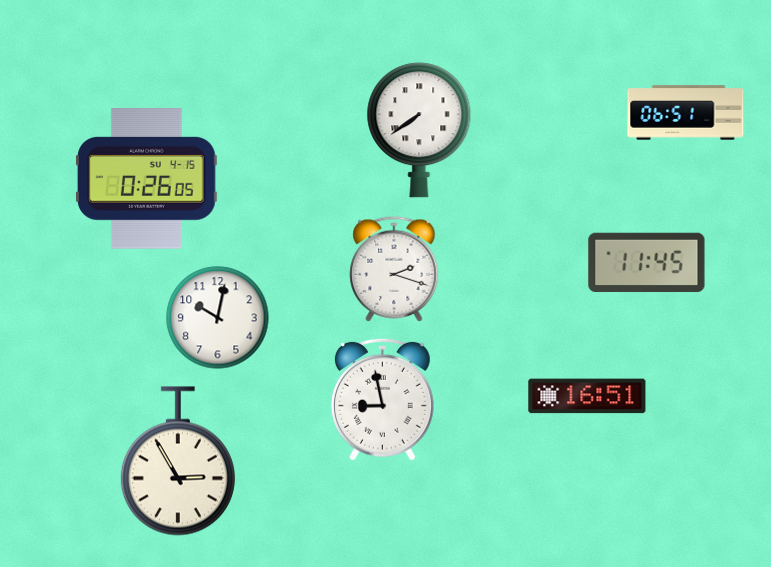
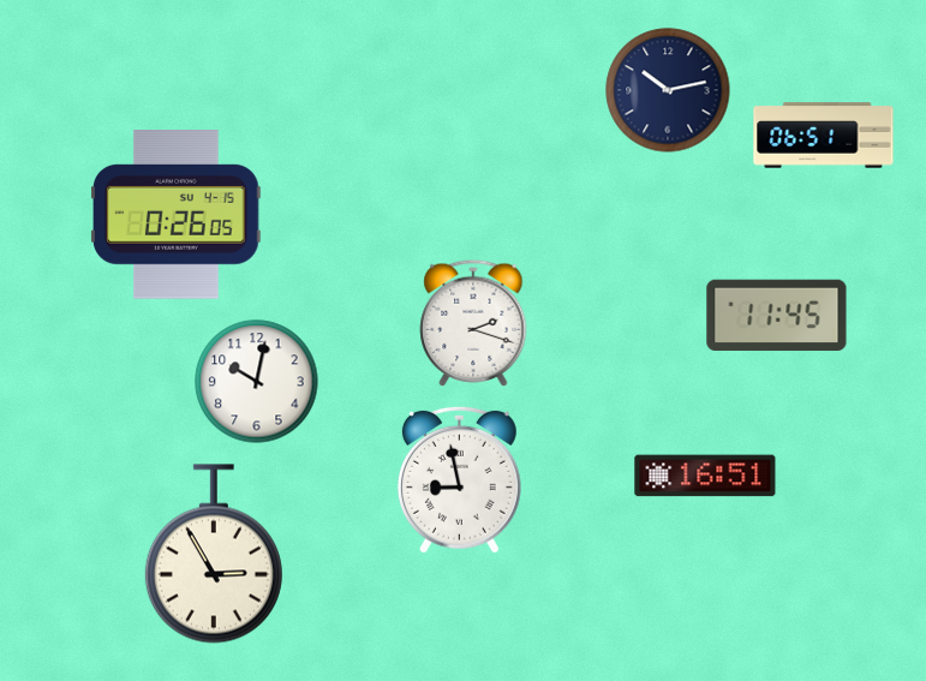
clock at (668, 90): none -> 10:13
clock at (419, 130): 7:39 -> none
clock at (218, 318) position: (218, 318) -> (257, 382)
